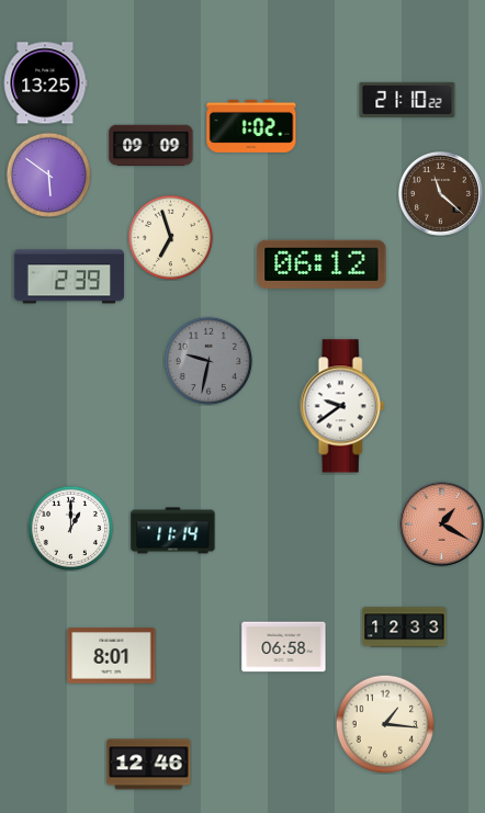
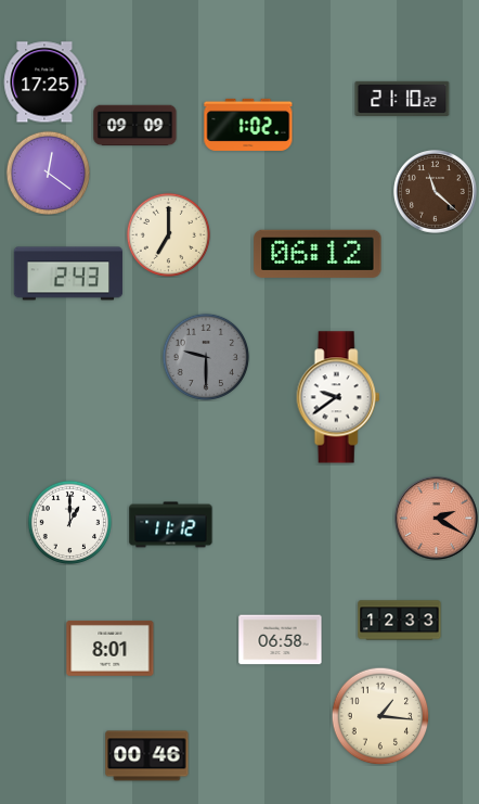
clock at (46, 83): 13:25 -> 17:25
clock at (151, 146) position: (151, 146) -> (135, 126)
clock at (48, 174): 5:51 -> 12:21
clock at (170, 237): 6:57 -> 7:00
clock at (322, 264) position: (322, 264) -> (318, 254)
clock at (69, 276): 2:39 -> 2:43
clock at (207, 360): 9:32 -> 9:30
clock at (342, 406) position: (342, 406) -> (338, 397)
clock at (442, 524): 1:20 -> 2:20
clock at (173, 531): 11:14 -> 11:12
clock at (149, 765): 12:46 -> 00:46
